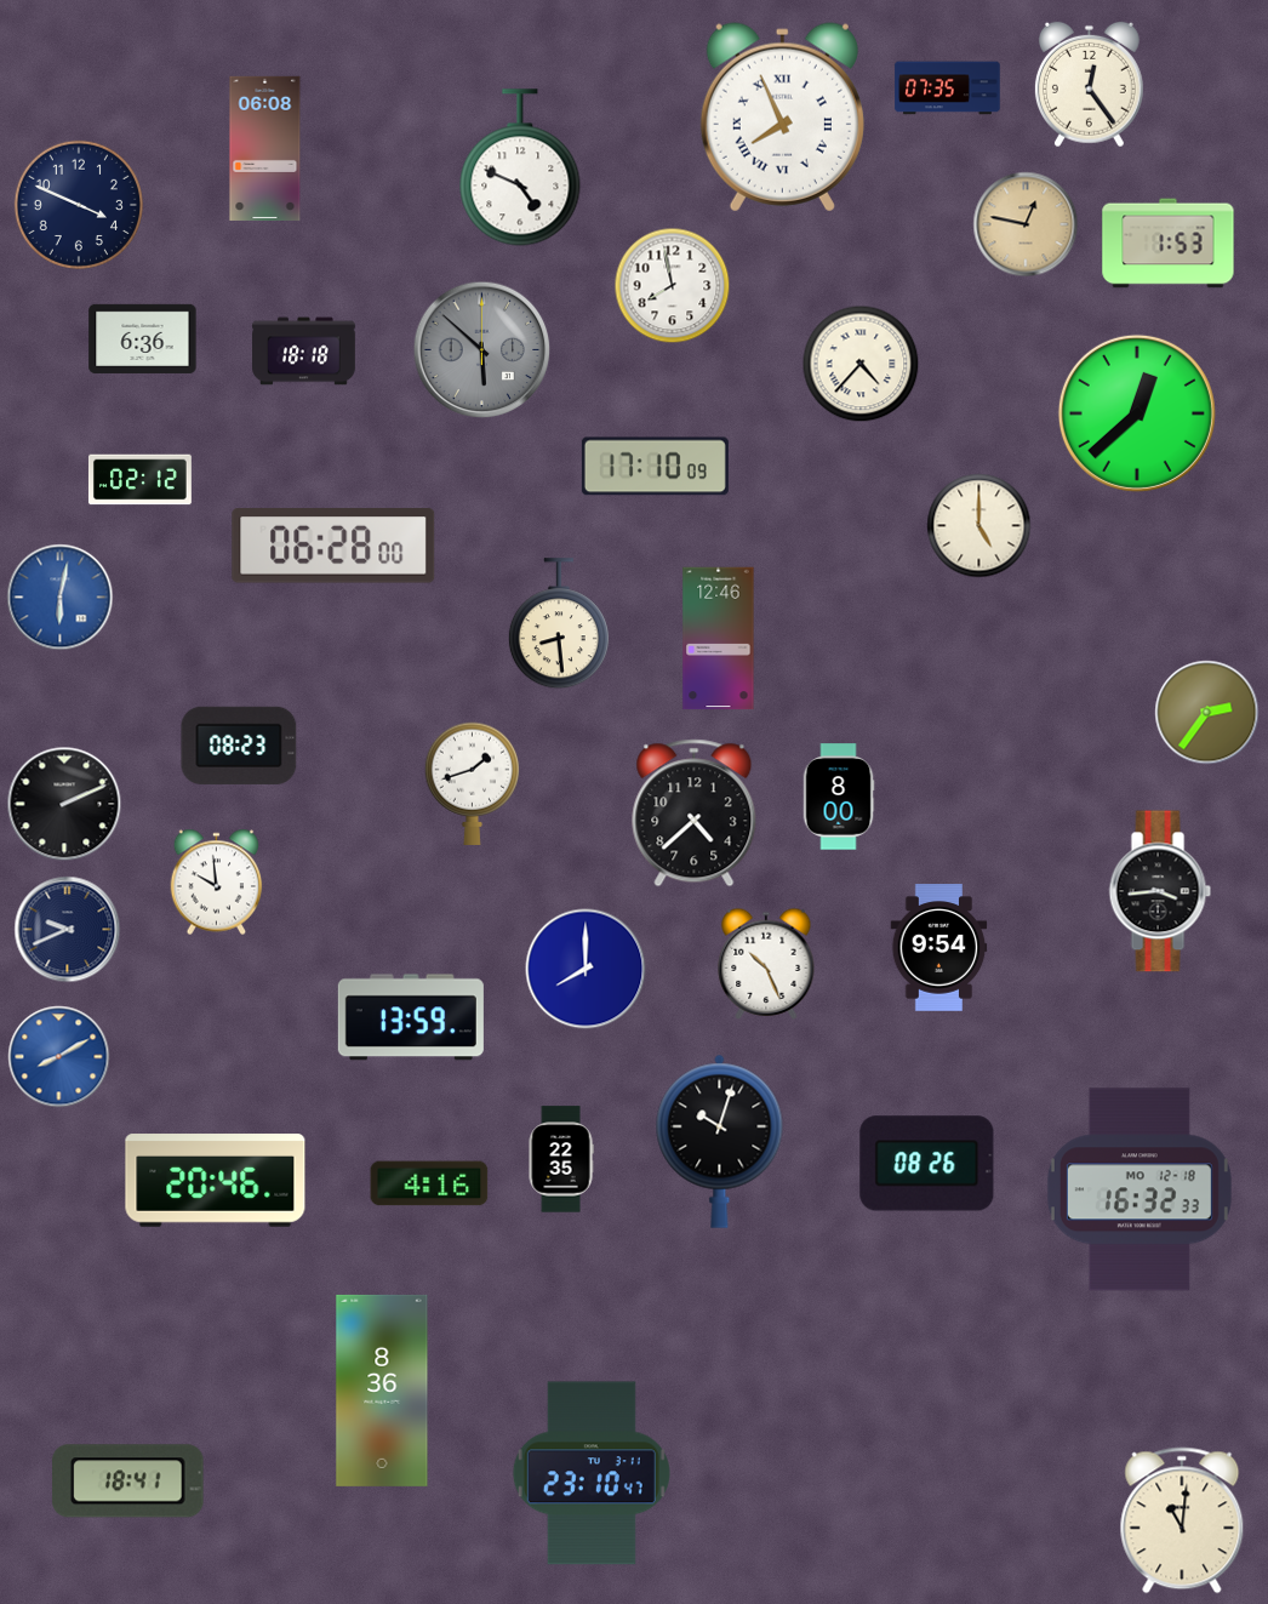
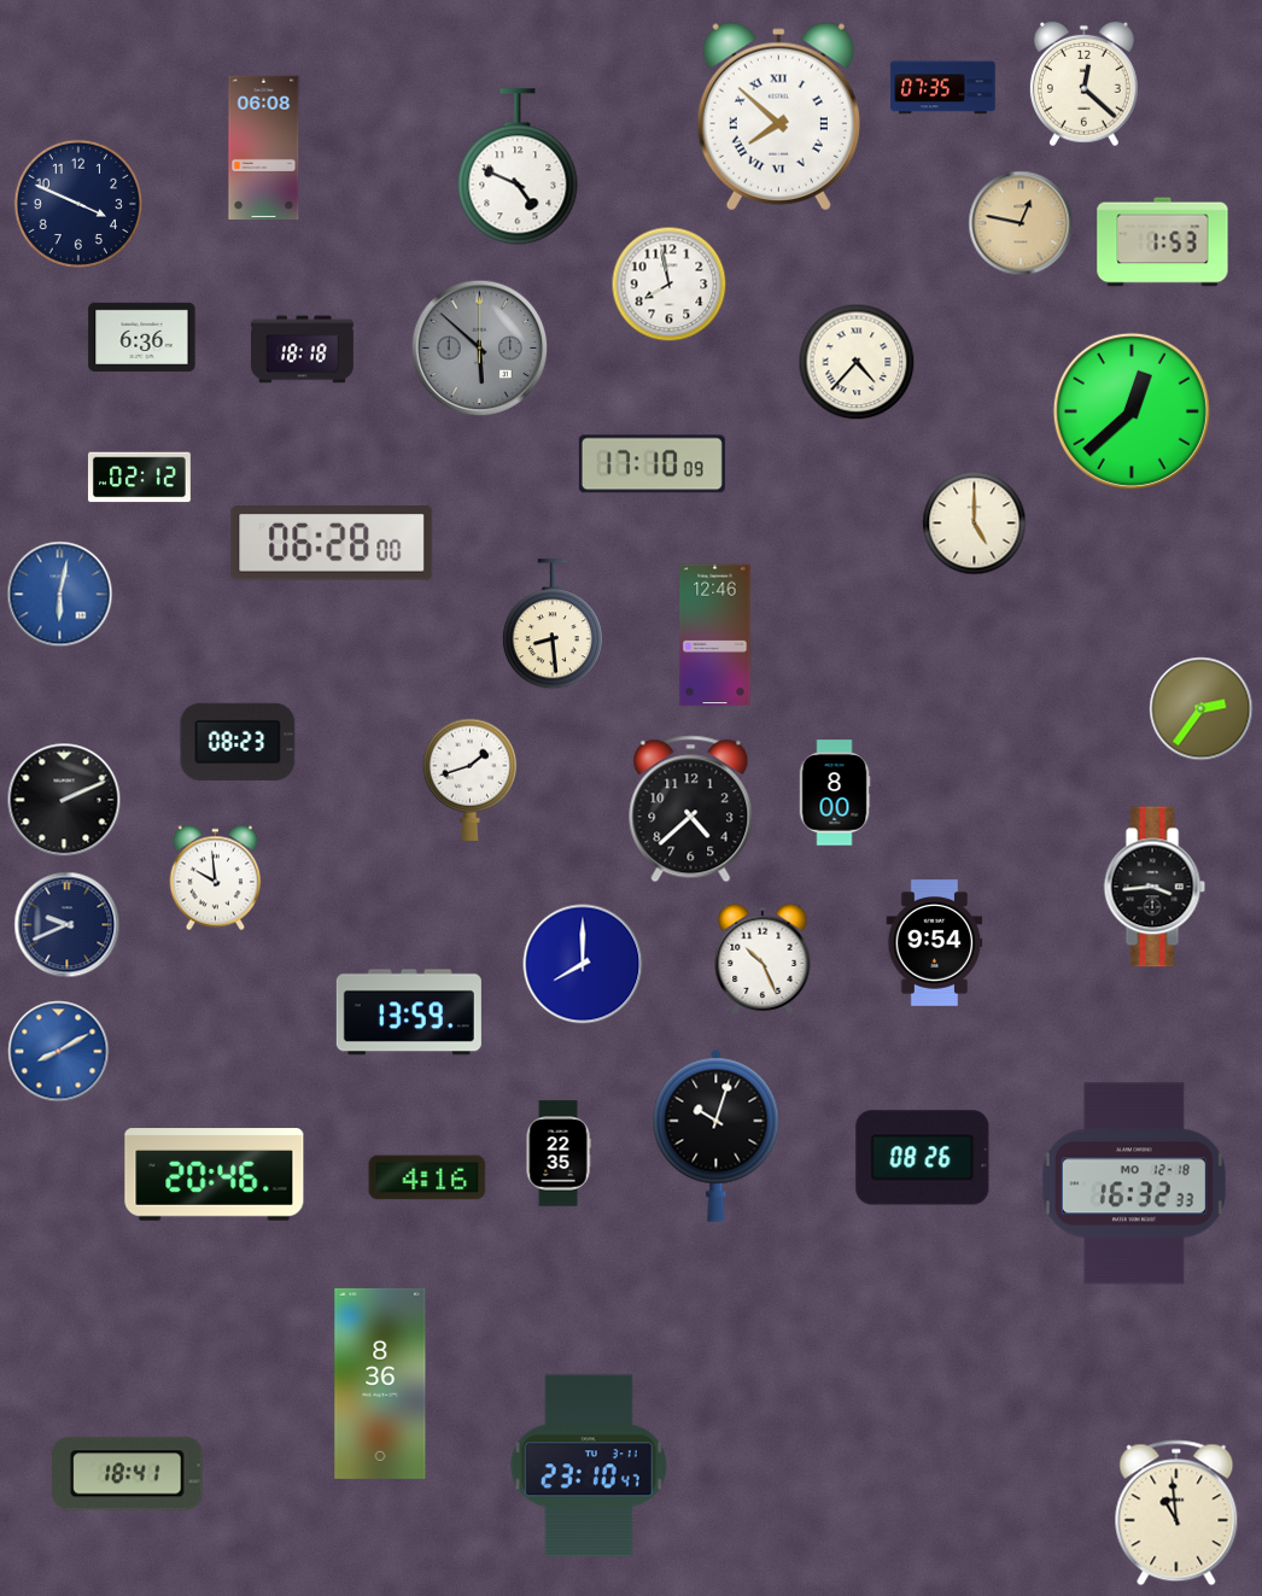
clock at (1089, 85): 12:24 -> 12:22
clock at (782, 118): 7:56 -> 7:52
clock at (559, 624) position: (559, 624) -> (553, 625)
clock at (1182, 1520): 11:01 -> 10:59
